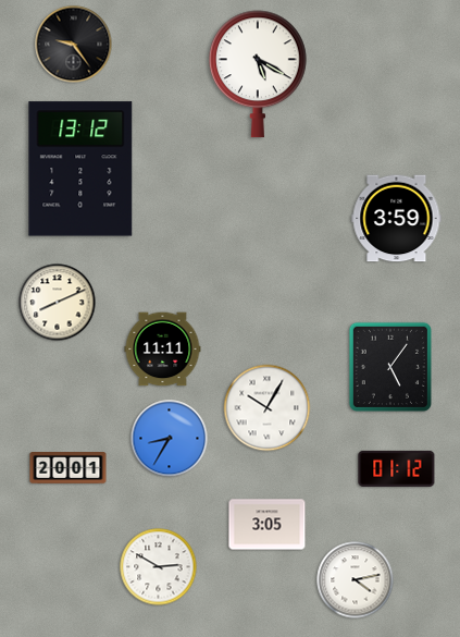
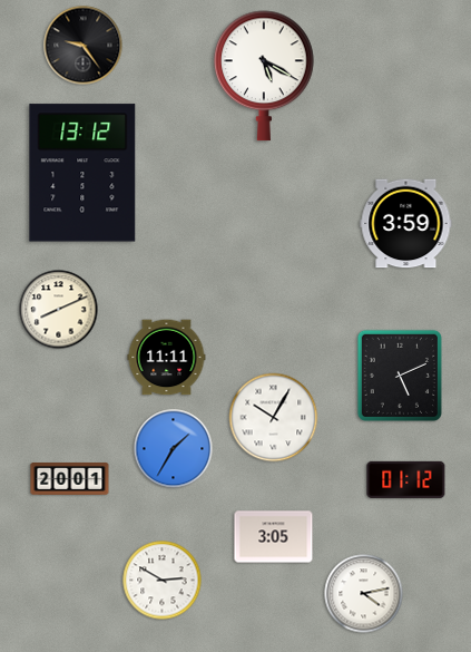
clock at (74, 45) position: (74, 45) -> (84, 46)
clock at (390, 366): 5:06 -> 5:11
clock at (170, 439): 8:35 -> 1:35
